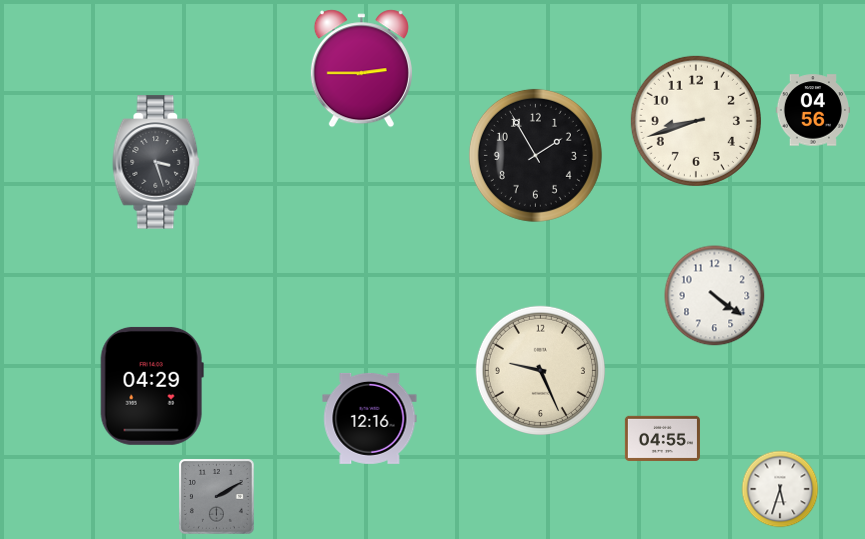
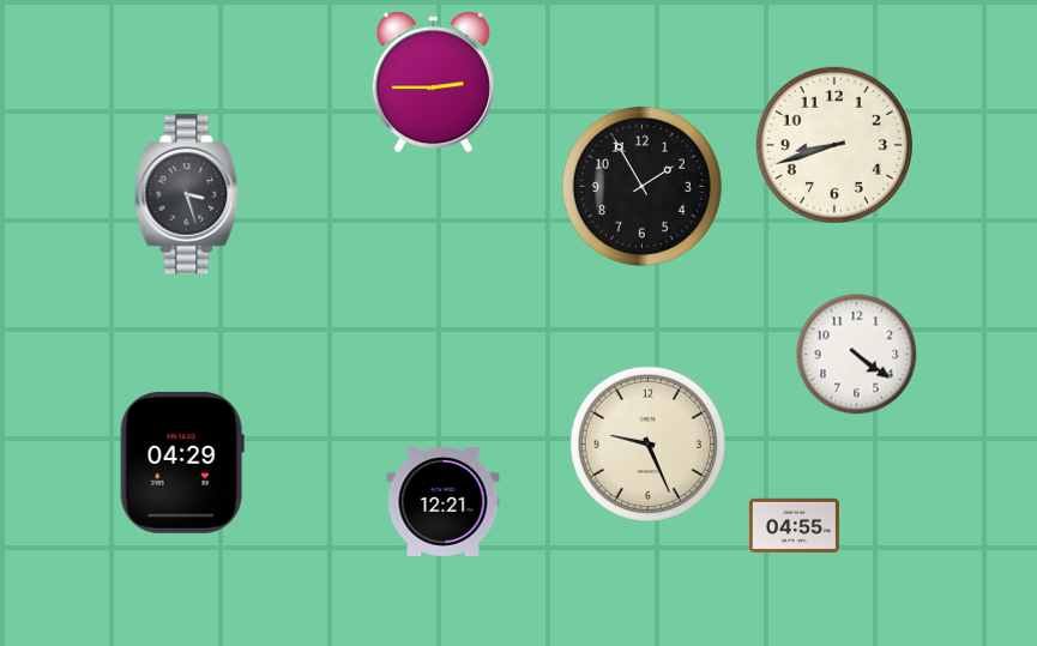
clock at (812, 110): 04:56 -> none
clock at (370, 418): 12:16 -> 12:21
clock at (780, 489): 5:33 -> none
clock at (217, 497): 2:10 -> none
